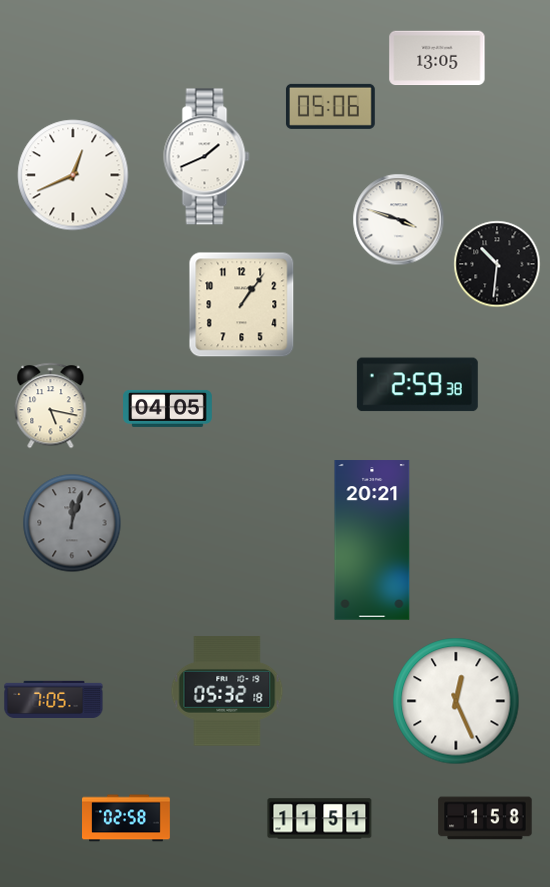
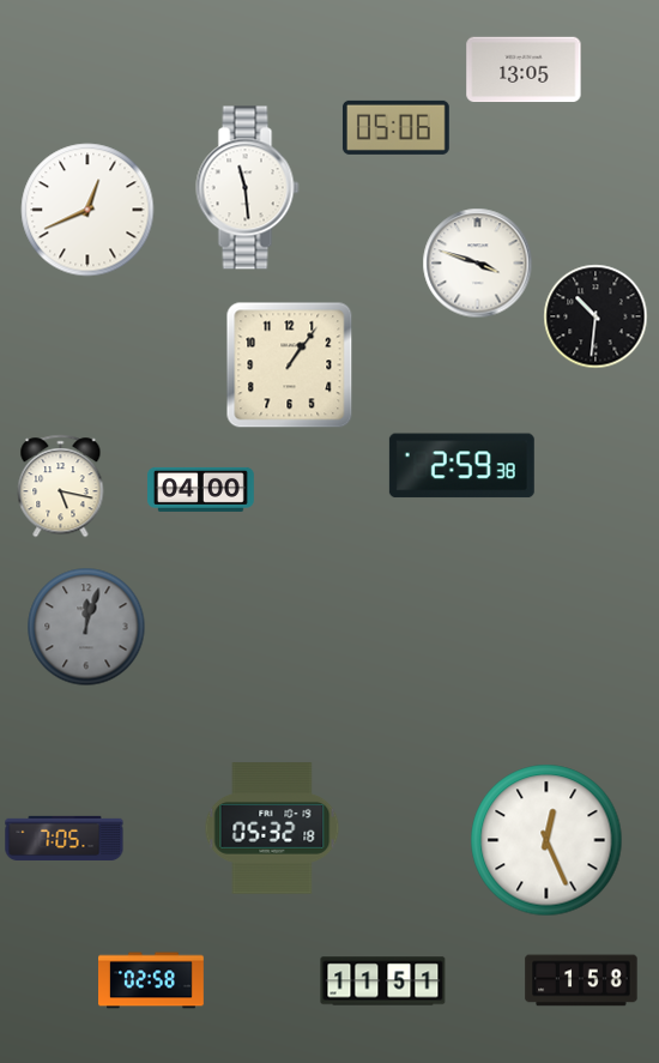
clock at (207, 157): 1:41 -> 11:29
clock at (417, 385) position: (417, 385) -> (461, 466)
clock at (168, 408): 04:05 -> 04:00
clock at (372, 540): 20:21 -> none
